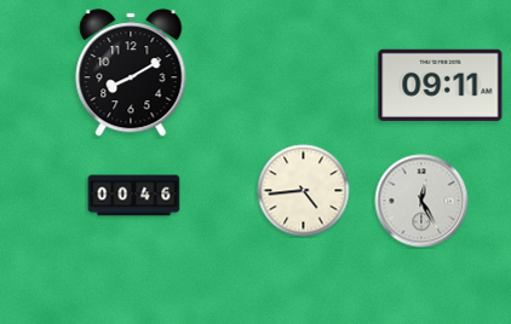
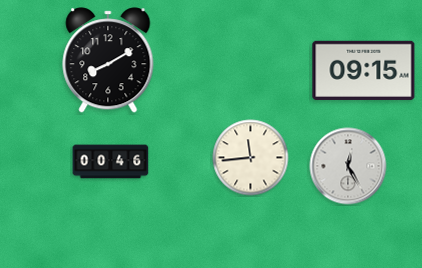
clock at (441, 85): 09:11 -> 09:15
clock at (304, 191): 4:44 -> 11:44
